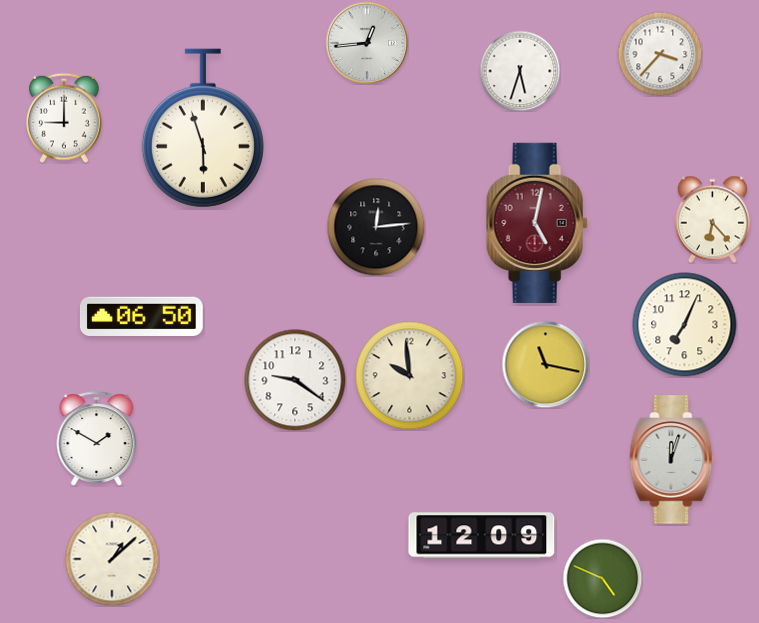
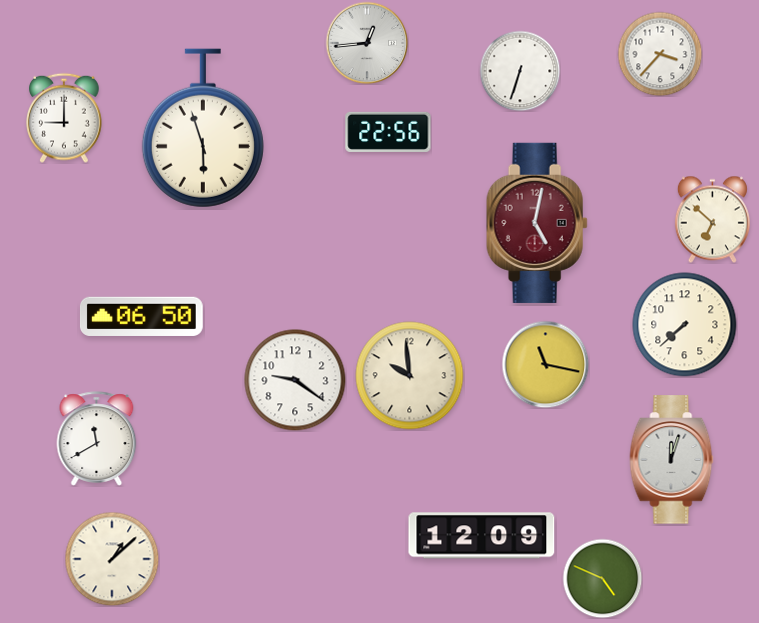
clock at (520, 71): 5:33 -> 6:33
clock at (388, 132): none -> 22:56
clock at (712, 219): 6:23 -> 6:52
clock at (376, 227): 12:14 -> none
clock at (685, 325): 7:04 -> 7:38
clock at (97, 439): 1:50 -> 11:40
